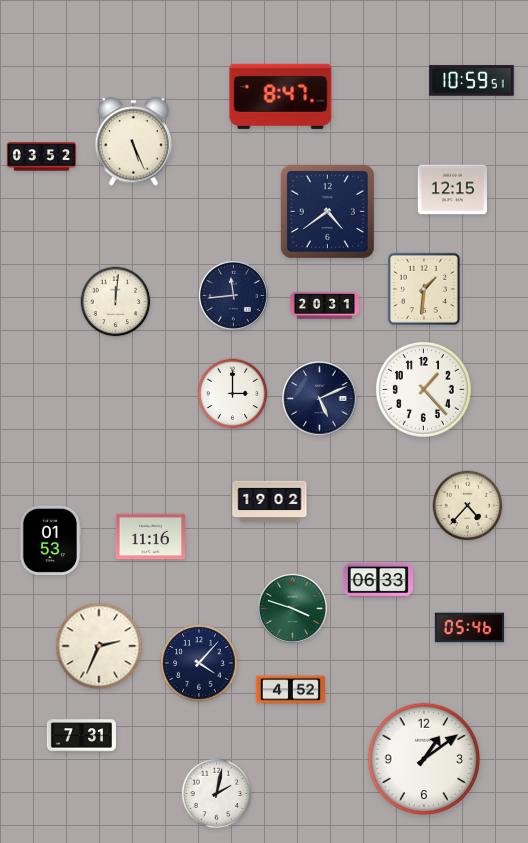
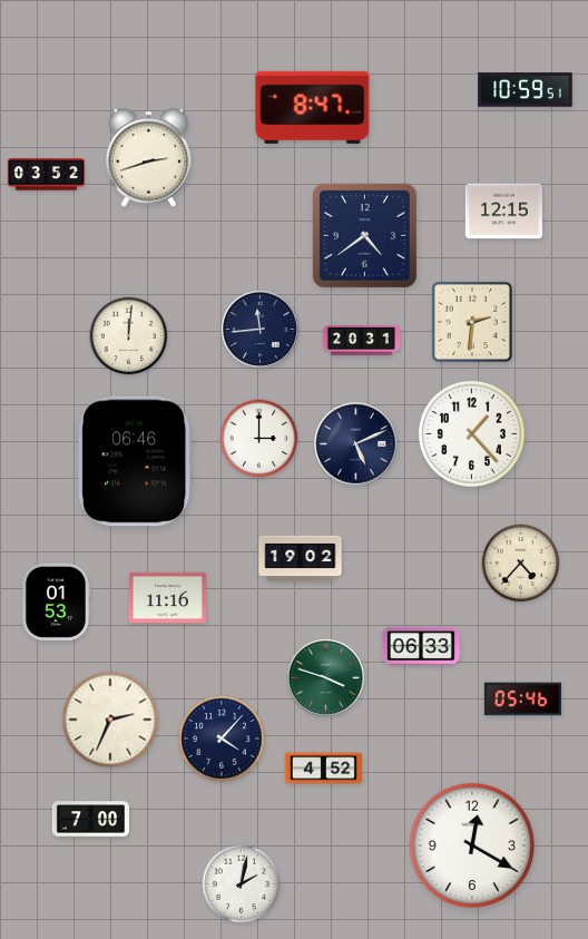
clock at (134, 142): 5:26 -> 2:42
clock at (424, 289): 1:31 -> 2:31
clock at (135, 461): none -> 06:46
clock at (81, 736): 7:31 -> 7:00
clock at (424, 759): 1:09 -> 12:20
